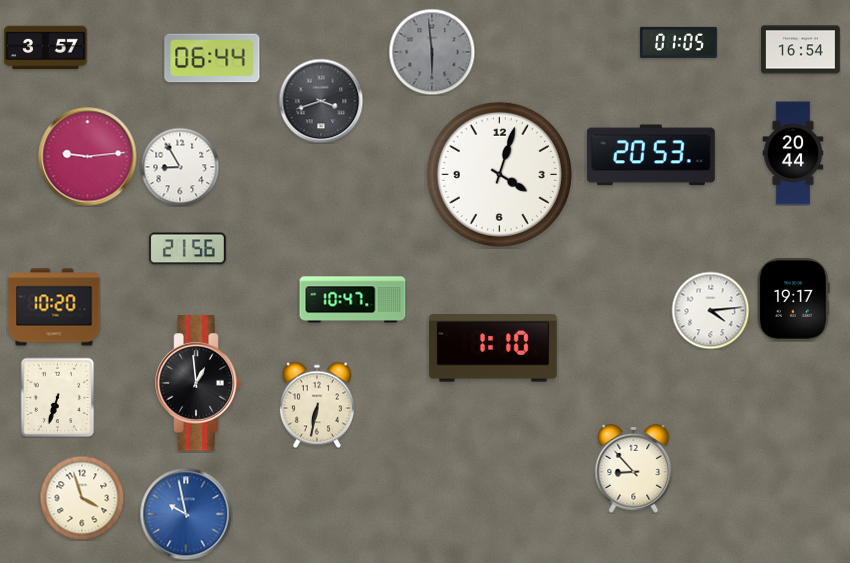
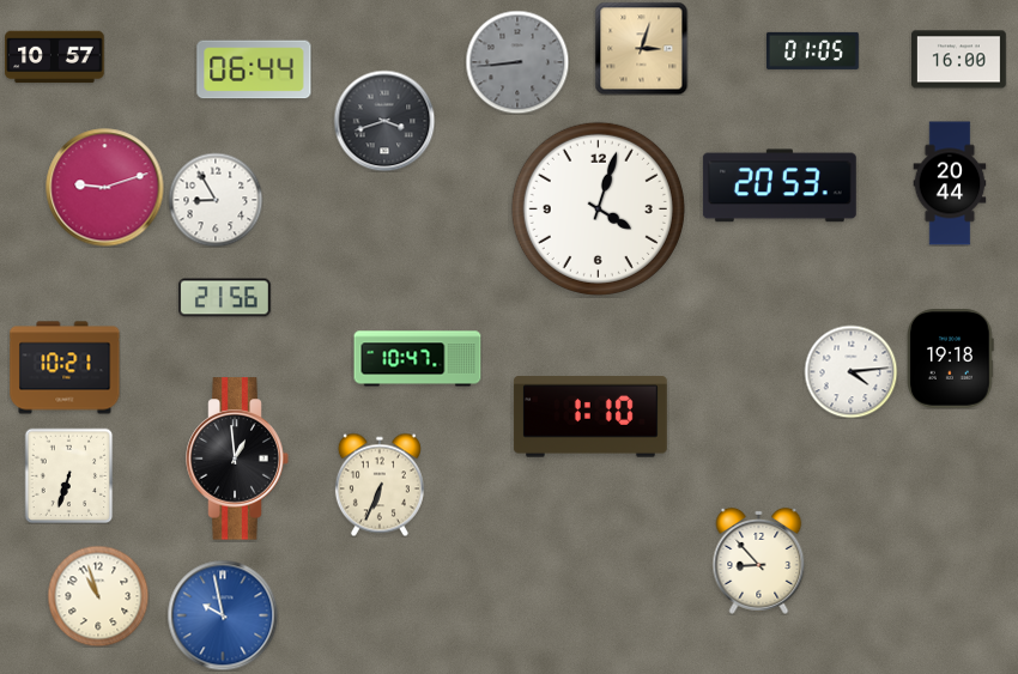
clock at (641, 48): none -> 3:03
clock at (46, 48): 3:57 -> 10:57
clock at (801, 50): 16:54 -> 16:00
clock at (432, 52): 5:59 -> 8:44
clock at (88, 157): 9:14 -> 9:12
clock at (353, 300) position: (353, 300) -> (418, 359)
clock at (794, 300): 19:17 -> 19:18
clock at (54, 307): 10:20 -> 10:21
clock at (317, 405): 6:32 -> 6:34
clock at (82, 498): 3:57 -> 10:57
